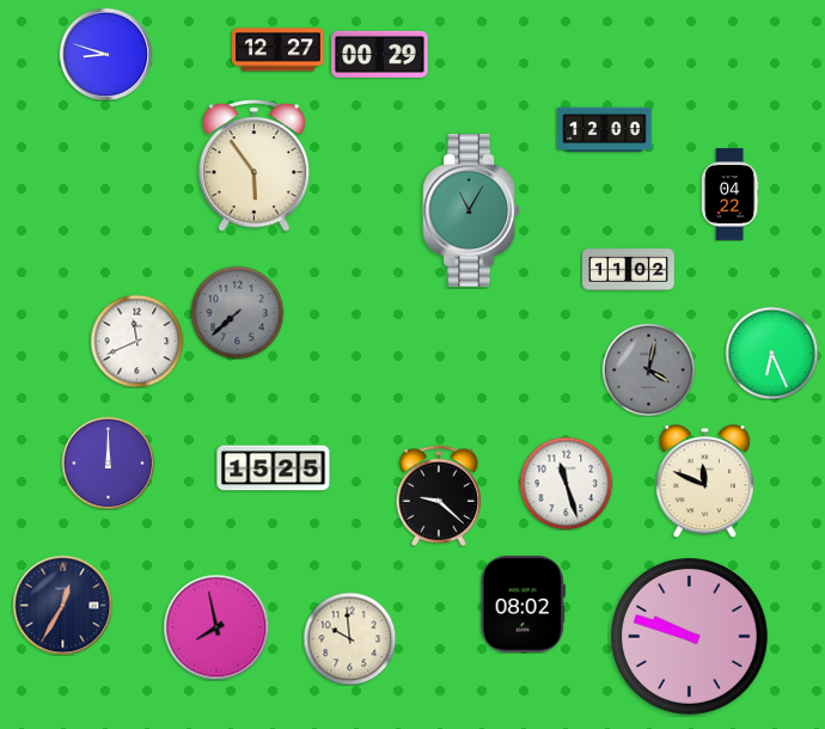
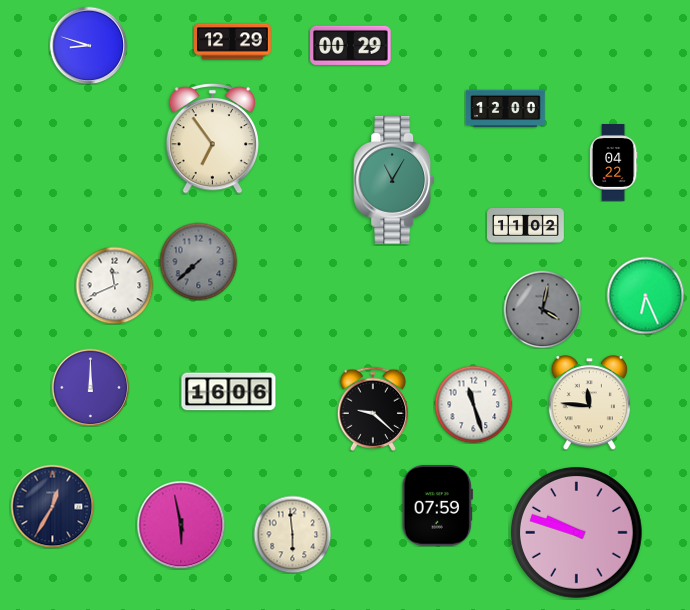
clock at (279, 50): 12:27 -> 12:29
clock at (380, 54) position: (380, 54) -> (351, 45)
clock at (255, 165): 5:54 -> 6:54
clock at (729, 195) position: (729, 195) -> (613, 163)
clock at (471, 212) position: (471, 212) -> (394, 181)
clock at (274, 468): 15:25 -> 16:06
clock at (704, 482): 11:49 -> 11:46
clock at (439, 495) position: (439, 495) -> (373, 408)
clock at (522, 605): 08:02 -> 07:59
clock at (216, 627): 7:58 -> 5:58
clock at (349, 638): 9:59 -> 5:59
